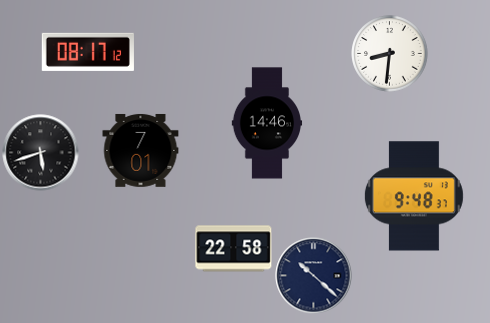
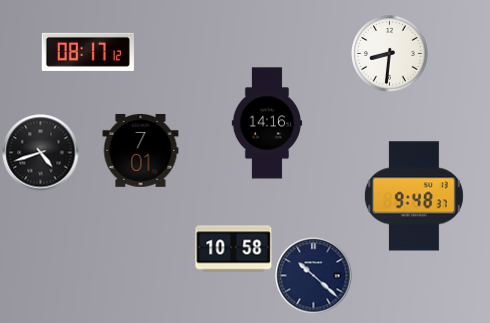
clock at (267, 123): 14:46 -> 14:16
clock at (41, 153): 5:42 -> 4:42
clock at (234, 249): 22:58 -> 10:58
